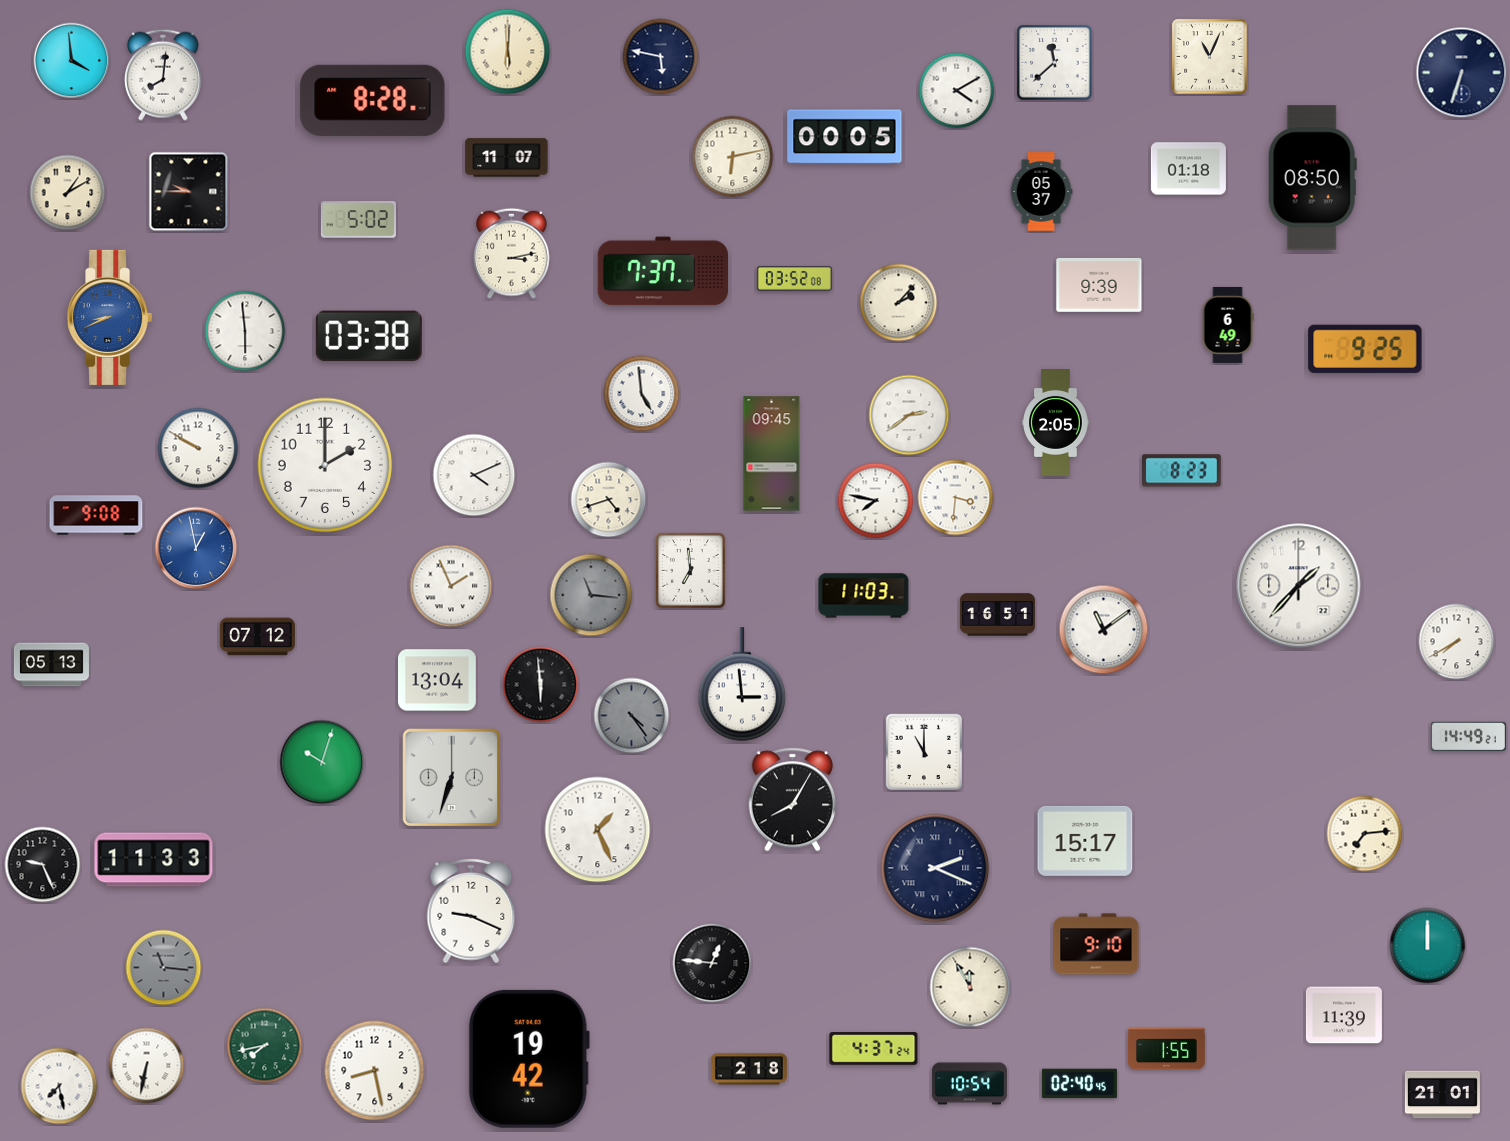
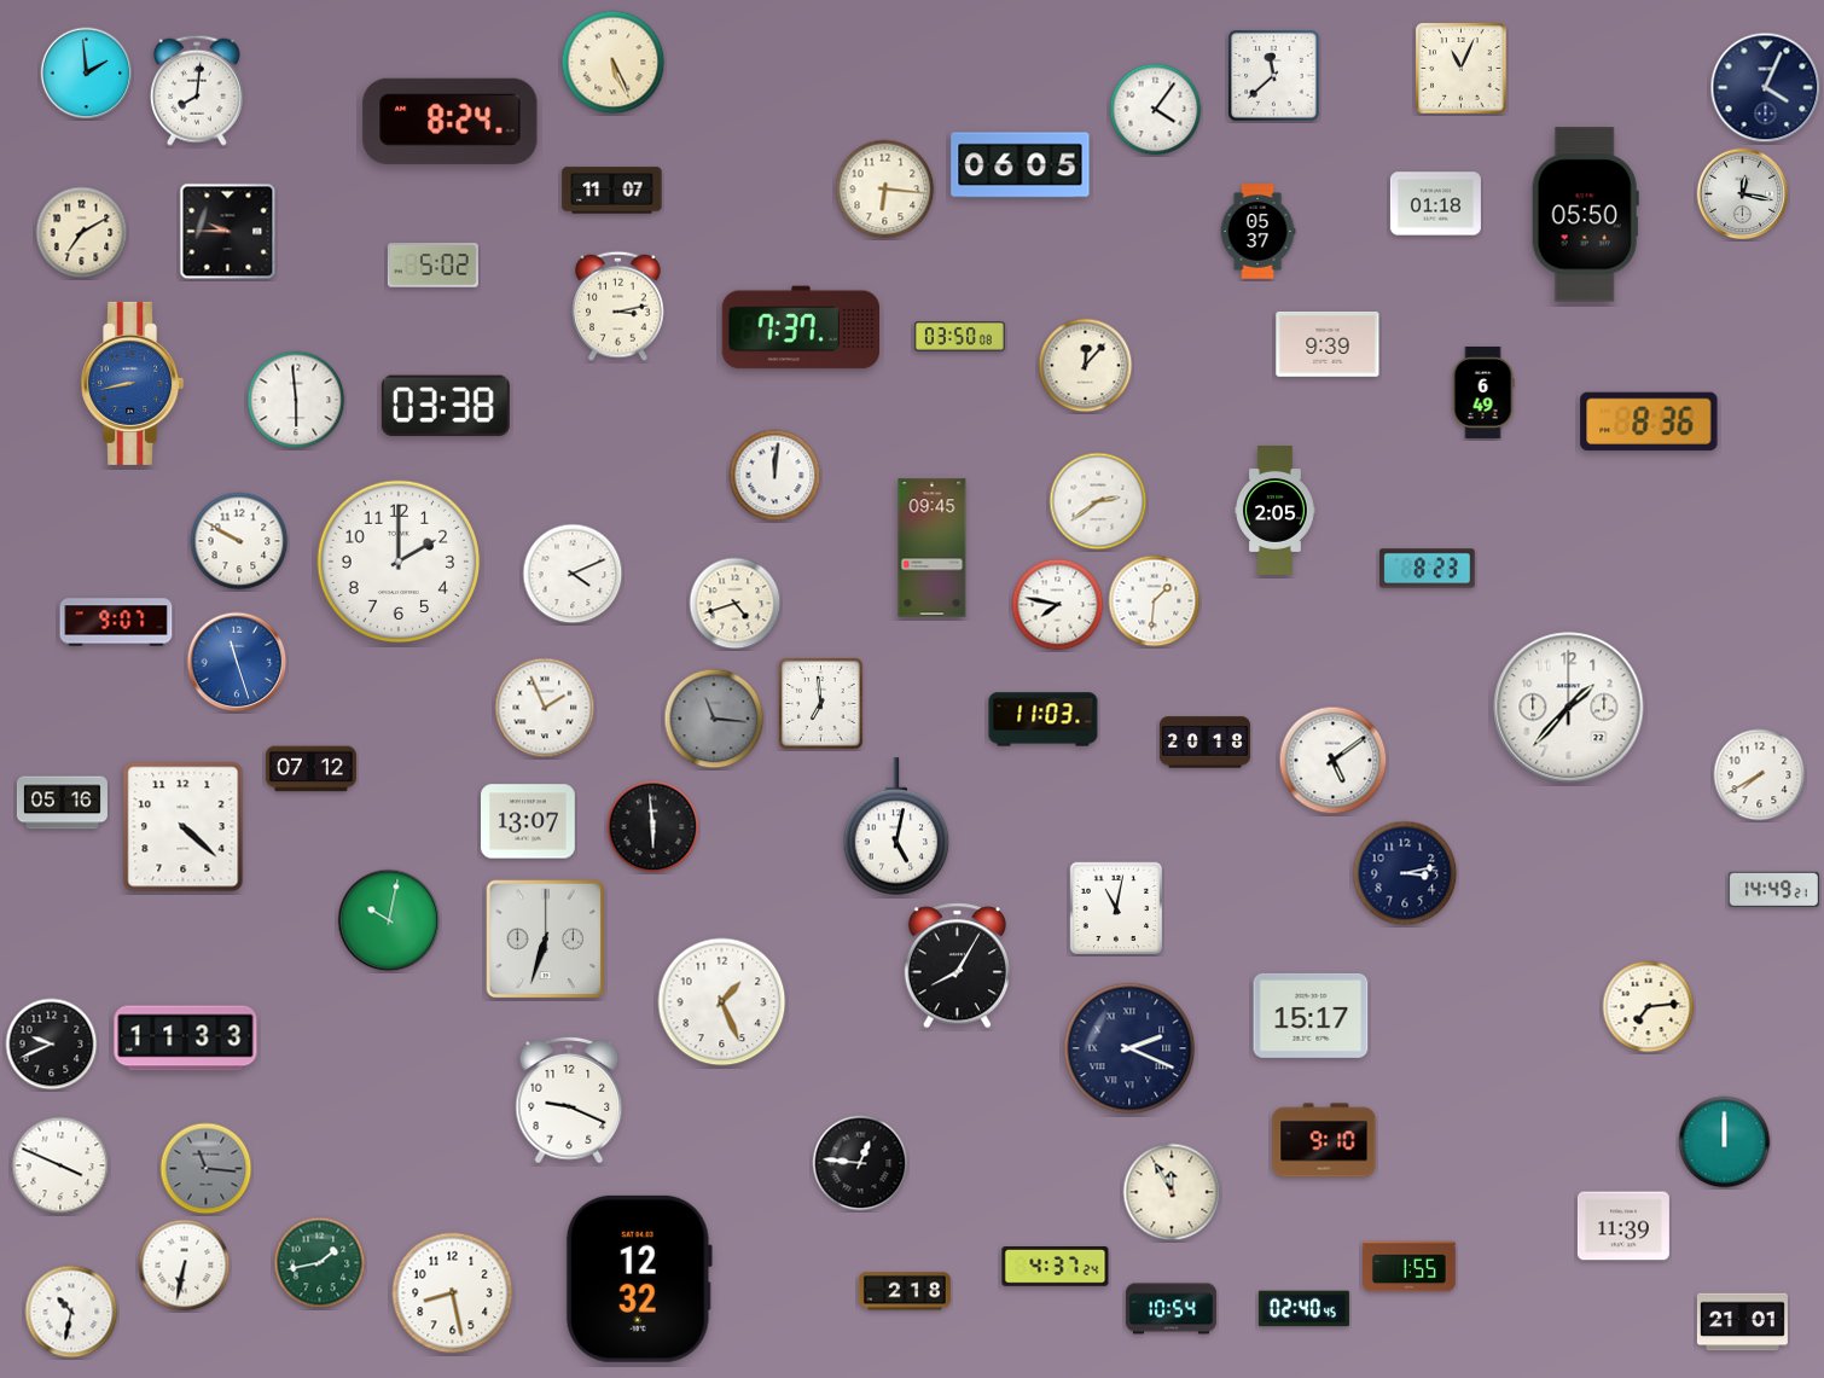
clock at (508, 52): 6:00 -> 5:26
clock at (661, 57): 5:47 -> none
clock at (72, 61): 3:59 -> 1:59
clock at (1462, 73): 6:33 -> 4:04
clock at (957, 91): 4:10 -> 4:06
clock at (373, 100): 8:28 -> 8:24
clock at (845, 137): 00:05 -> 06:05
clock at (733, 157): 6:13 -> 6:16
clock at (1743, 194): none -> 12:17
clock at (1312, 178): 08:50 -> 05:50
clock at (68, 193): 1:10 -> 7:10
clock at (794, 279): 03:52 -> 03:50
clock at (899, 303): 2:07 -> 12:07
clock at (110, 317): 8:41 -> 8:43
clock at (1365, 348): 9:25 -> 8:36
clock at (642, 394): 4:59 -> 12:01
clock at (325, 465) position: (325, 465) -> (399, 562)
clock at (956, 498): 3:31 -> 1:31
clock at (96, 515): 9:08 -> 9:07
clock at (196, 548): 12:58 -> 11:27
clock at (691, 571) position: (691, 571) -> (821, 704)
clock at (997, 615): 16:51 -> 20:18
clock at (1104, 630): 11:09 -> 5:09
clock at (51, 665): 05:13 -> 05:16
clock at (438, 680): 13:04 -> 13:07
clock at (742, 684): 2:59 -> 5:02
clock at (184, 827): none -> 4:22
clock at (632, 716): 4:24 -> none
clock at (1405, 873): none -> 3:13
clock at (924, 752): 11:00 -> 11:02
clock at (322, 762): 10:03 -> 10:02
clock at (43, 865): 9:26 -> 9:41
clock at (60, 1165): none -> 3:49
clock at (164, 968) position: (164, 968) -> (207, 1169)
clock at (265, 1046): 7:43 -> 1:43
clock at (529, 1059): 19:42 -> 12:32
clock at (147, 1066) position: (147, 1066) -> (185, 1266)
clock at (59, 1086): 7:28 -> 10:32
